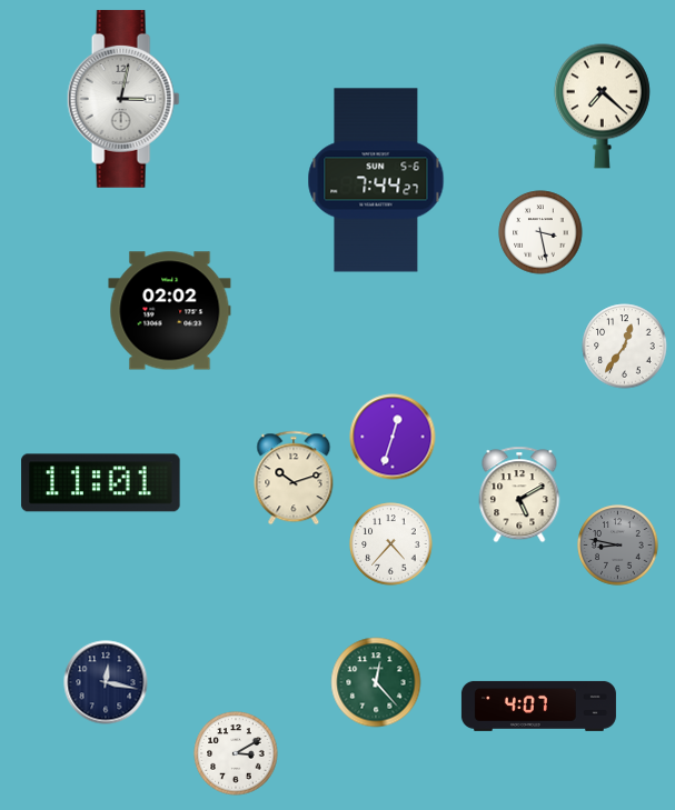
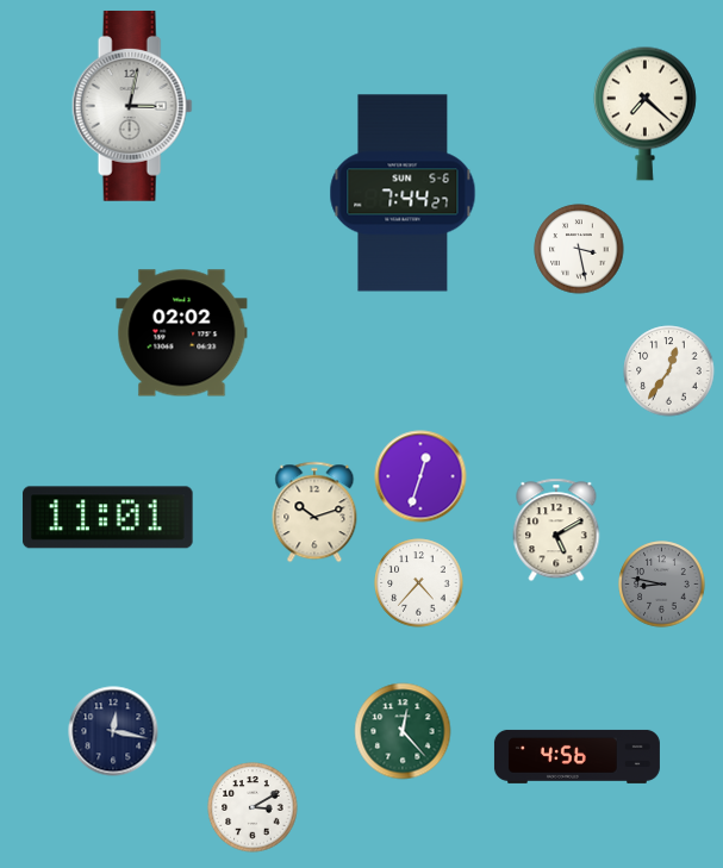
clock at (393, 437) position: (393, 437) -> (420, 476)
clock at (538, 706): 4:07 -> 4:56
